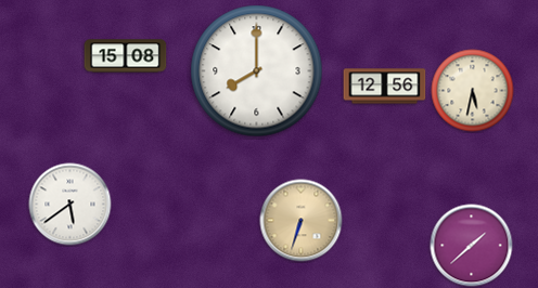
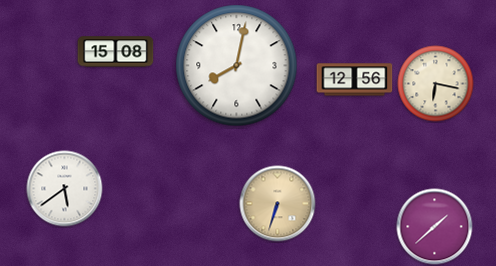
clock at (257, 71): 8:00 -> 8:02
clock at (473, 91): 5:32 -> 6:17
